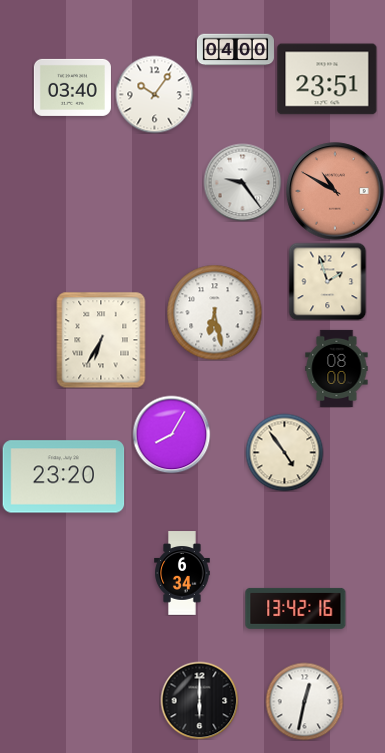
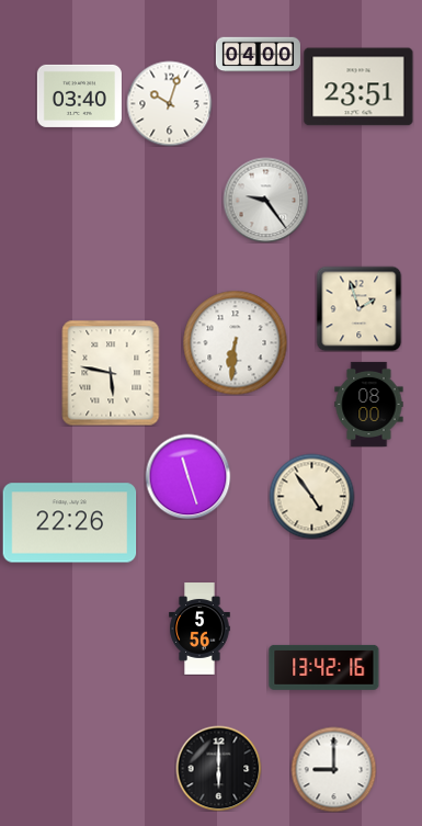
clock at (154, 94): 10:06 -> 10:03
clock at (335, 191): 10:50 -> none
clock at (214, 312): 6:28 -> 6:31
clock at (101, 340): 6:35 -> 5:47
clock at (171, 434): 8:05 -> 11:27
clock at (64, 477): 23:20 -> 22:26
clock at (182, 573): 6:34 -> 5:56
clock at (304, 701): 12:32 -> 9:00
